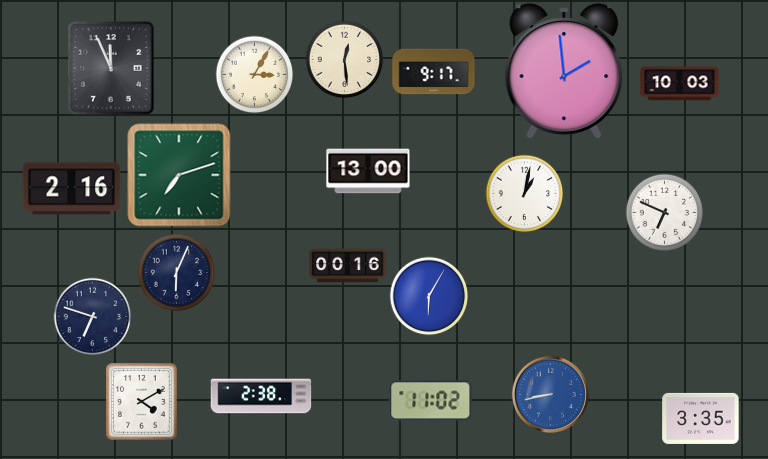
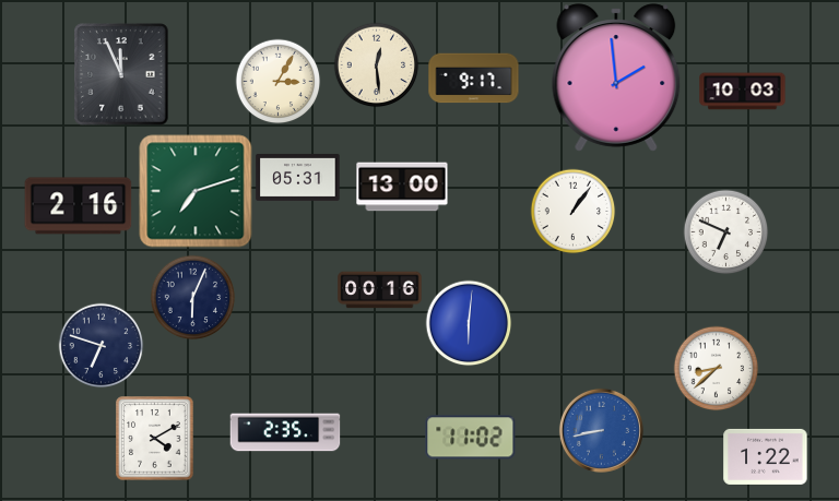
clock at (298, 177): none -> 05:31
clock at (524, 193): 1:02 -> 1:06
clock at (429, 296): 6:05 -> 6:01
clock at (716, 368): none -> 8:38
clock at (261, 396): 2:38 -> 2:35
clock at (701, 418): 3:35 -> 1:22
